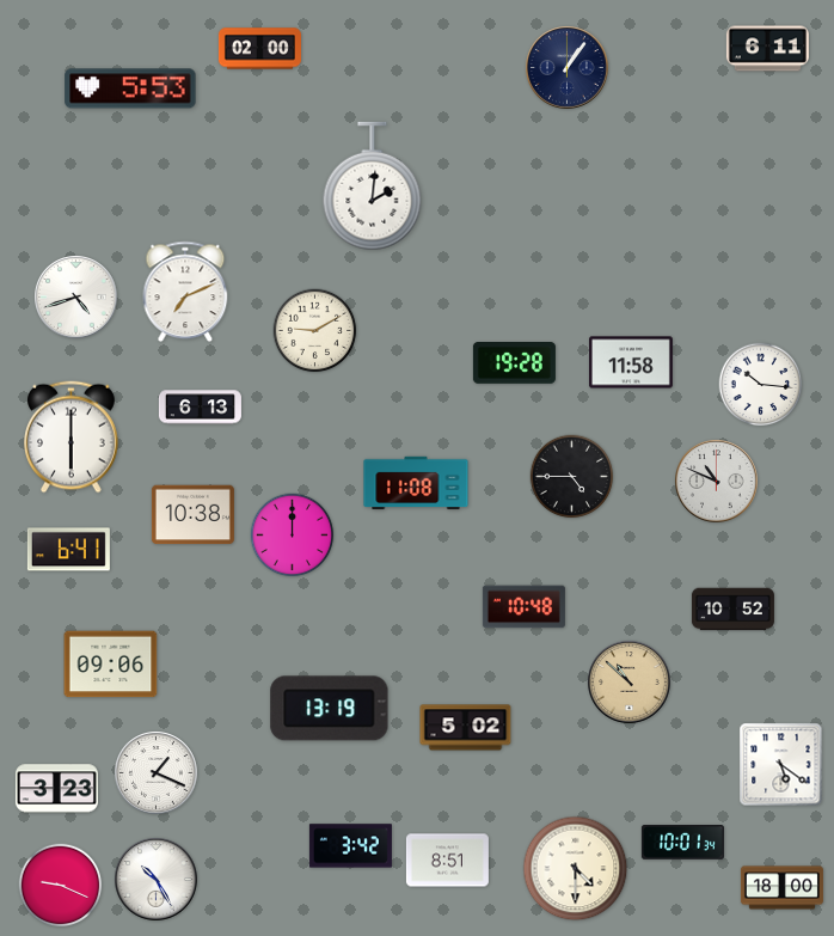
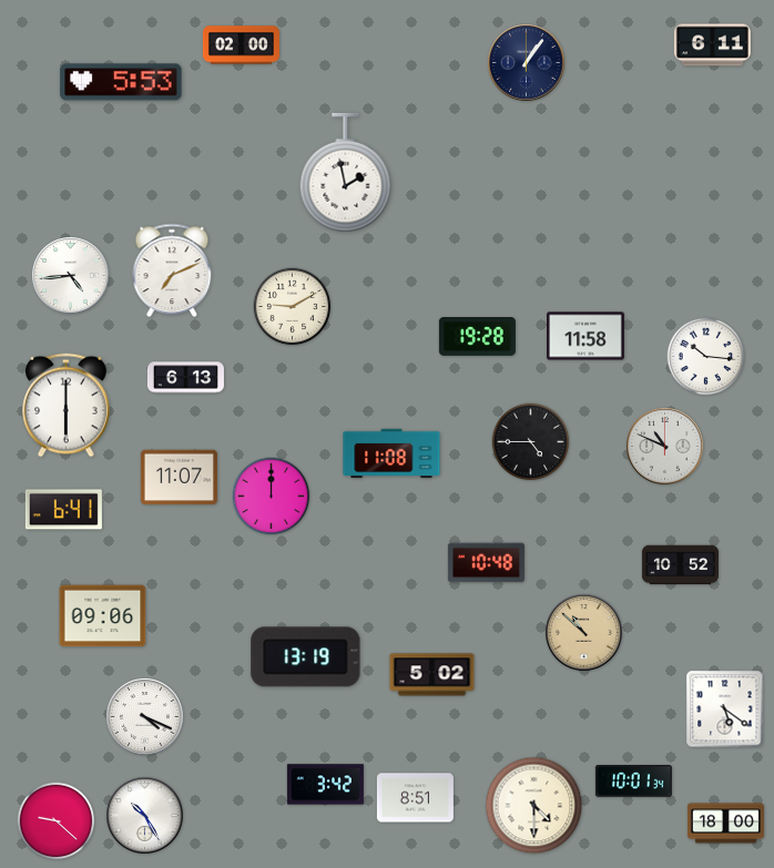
clock at (373, 186): 2:01 -> 1:58
clock at (76, 298): 4:42 -> 4:44
clock at (416, 483) position: (416, 483) -> (391, 453)
clock at (192, 515): 10:38 -> 11:07
clock at (157, 773): 1:19 -> 4:19
clock at (56, 789): 3:23 -> none
clock at (61, 886): 9:19 -> 9:22
